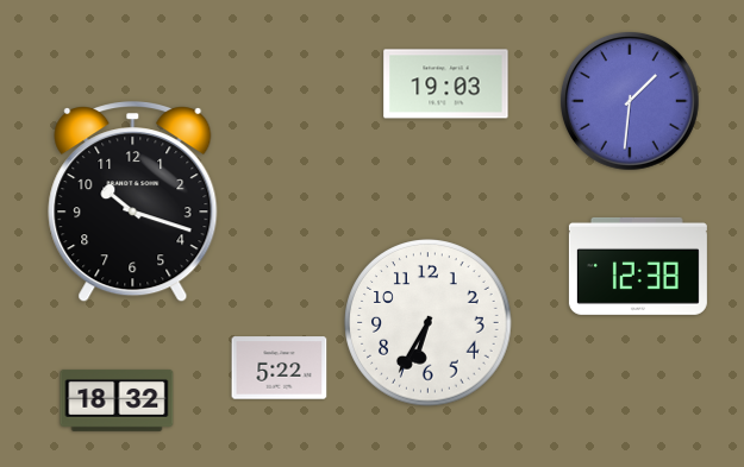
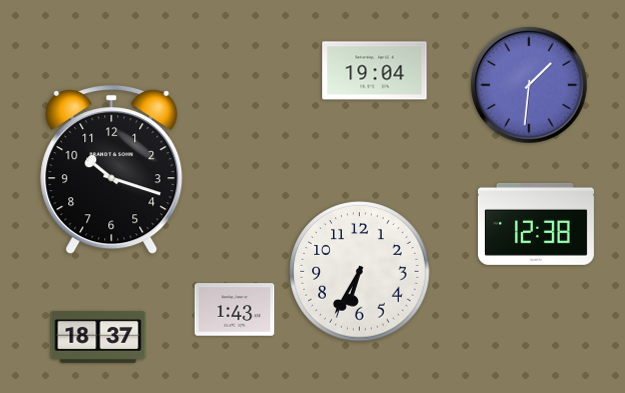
clock at (446, 84): 19:03 -> 19:04
clock at (280, 368): 5:22 -> 1:43
clock at (117, 400): 18:32 -> 18:37
